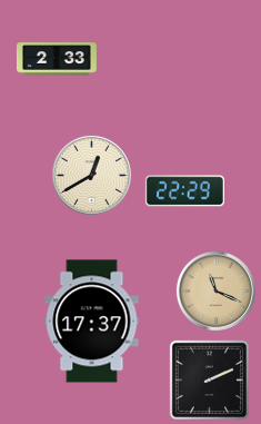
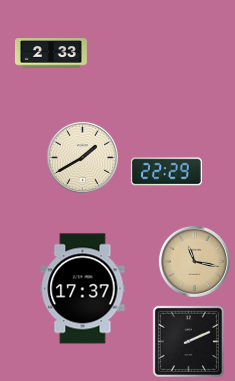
clock at (91, 175): 12:40 -> 1:40
clock at (215, 290): 11:19 -> 11:17
